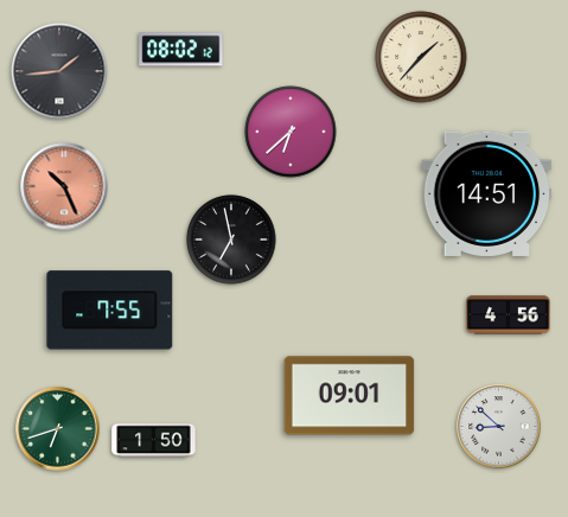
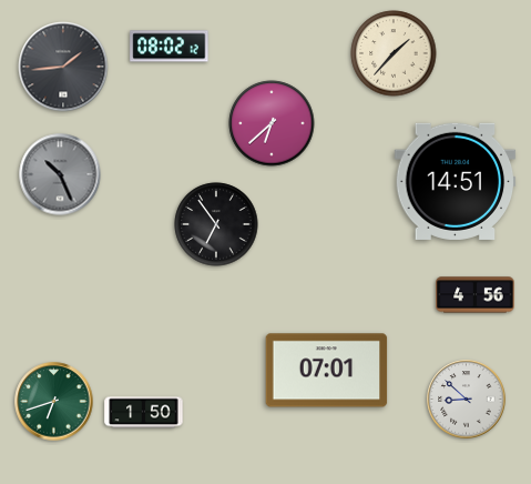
clock at (59, 71) position: (59, 71) -> (63, 67)
clock at (64, 186) dial: salmon -> grey
clock at (231, 240): 6:58 -> 6:54
clock at (110, 311): 7:55 -> none
clock at (350, 396): 09:01 -> 07:01
